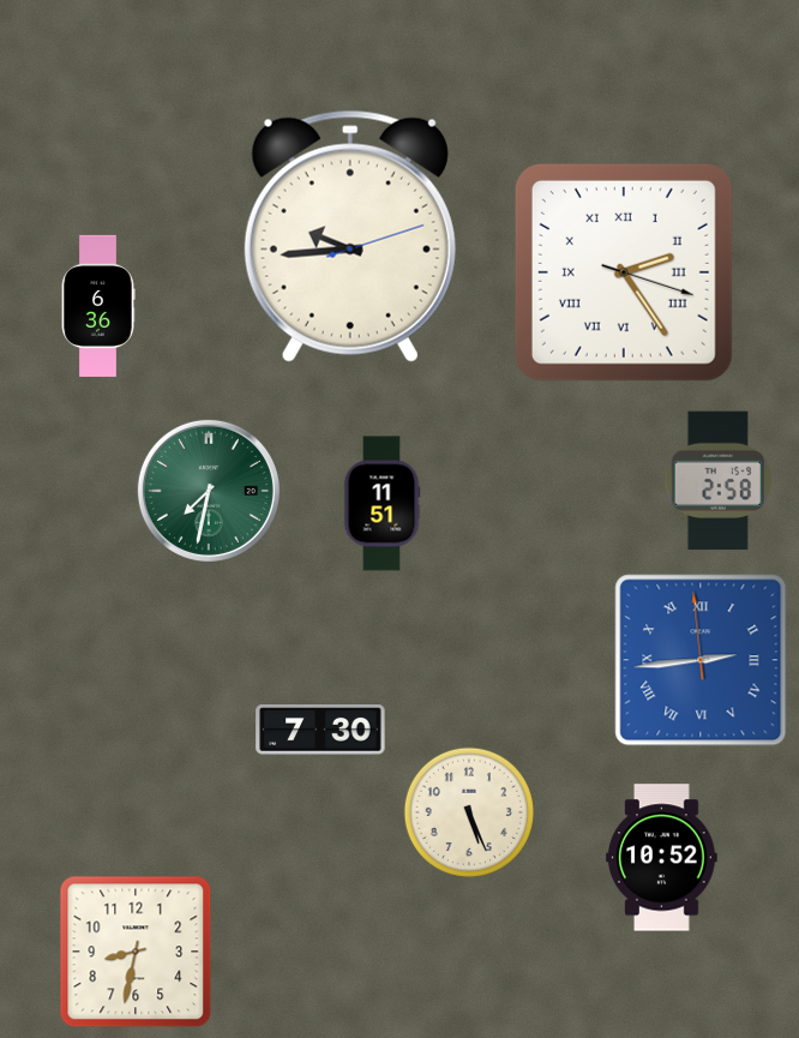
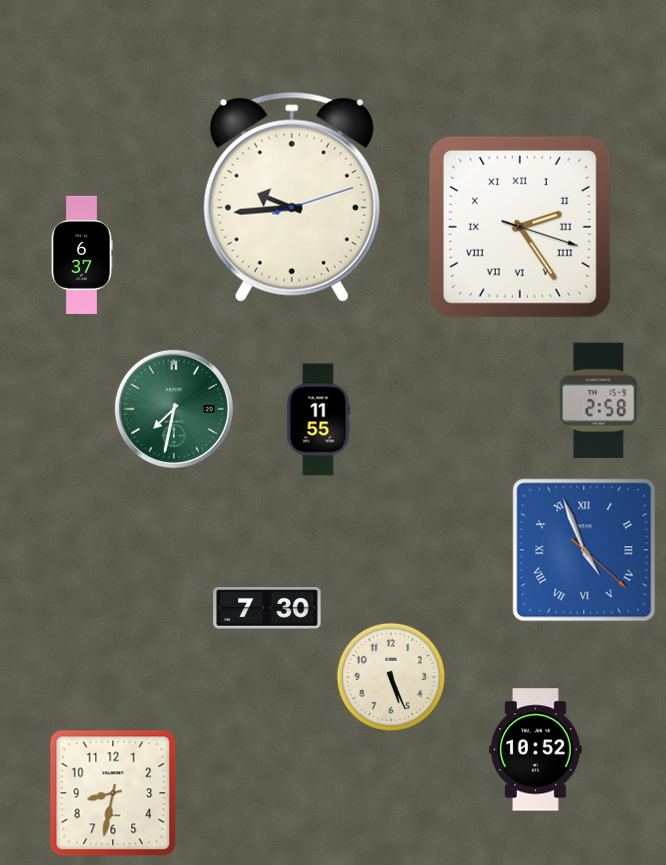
clock at (98, 306): 6:36 -> 6:37
clock at (382, 504): 11:51 -> 11:55
clock at (701, 660): 2:43 -> 4:56
clock at (662, 858) position: (662, 858) -> (536, 750)
